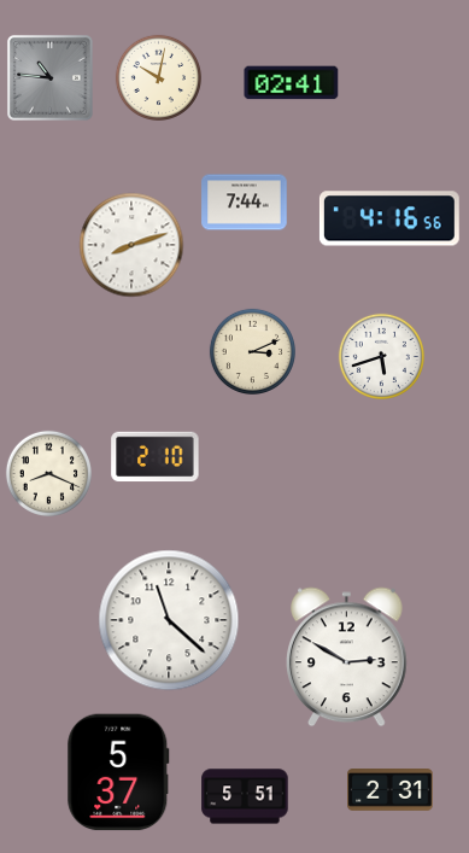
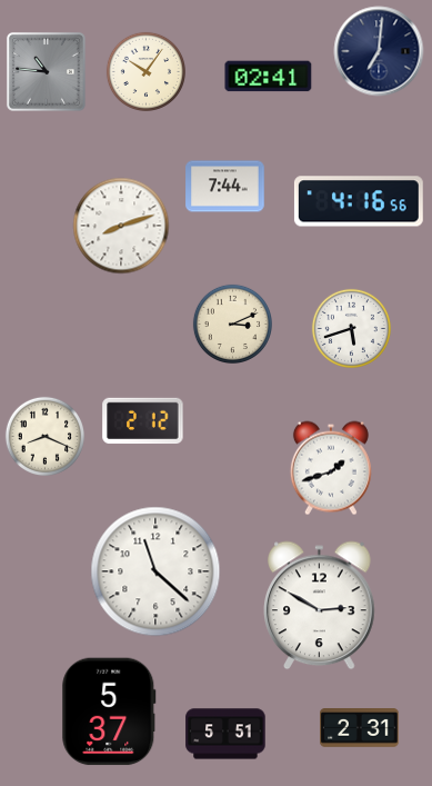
clock at (379, 51): none -> 7:01
clock at (158, 77): 10:02 -> 10:06
clock at (156, 457): 2:10 -> 2:12
clock at (331, 468): none -> 1:42
